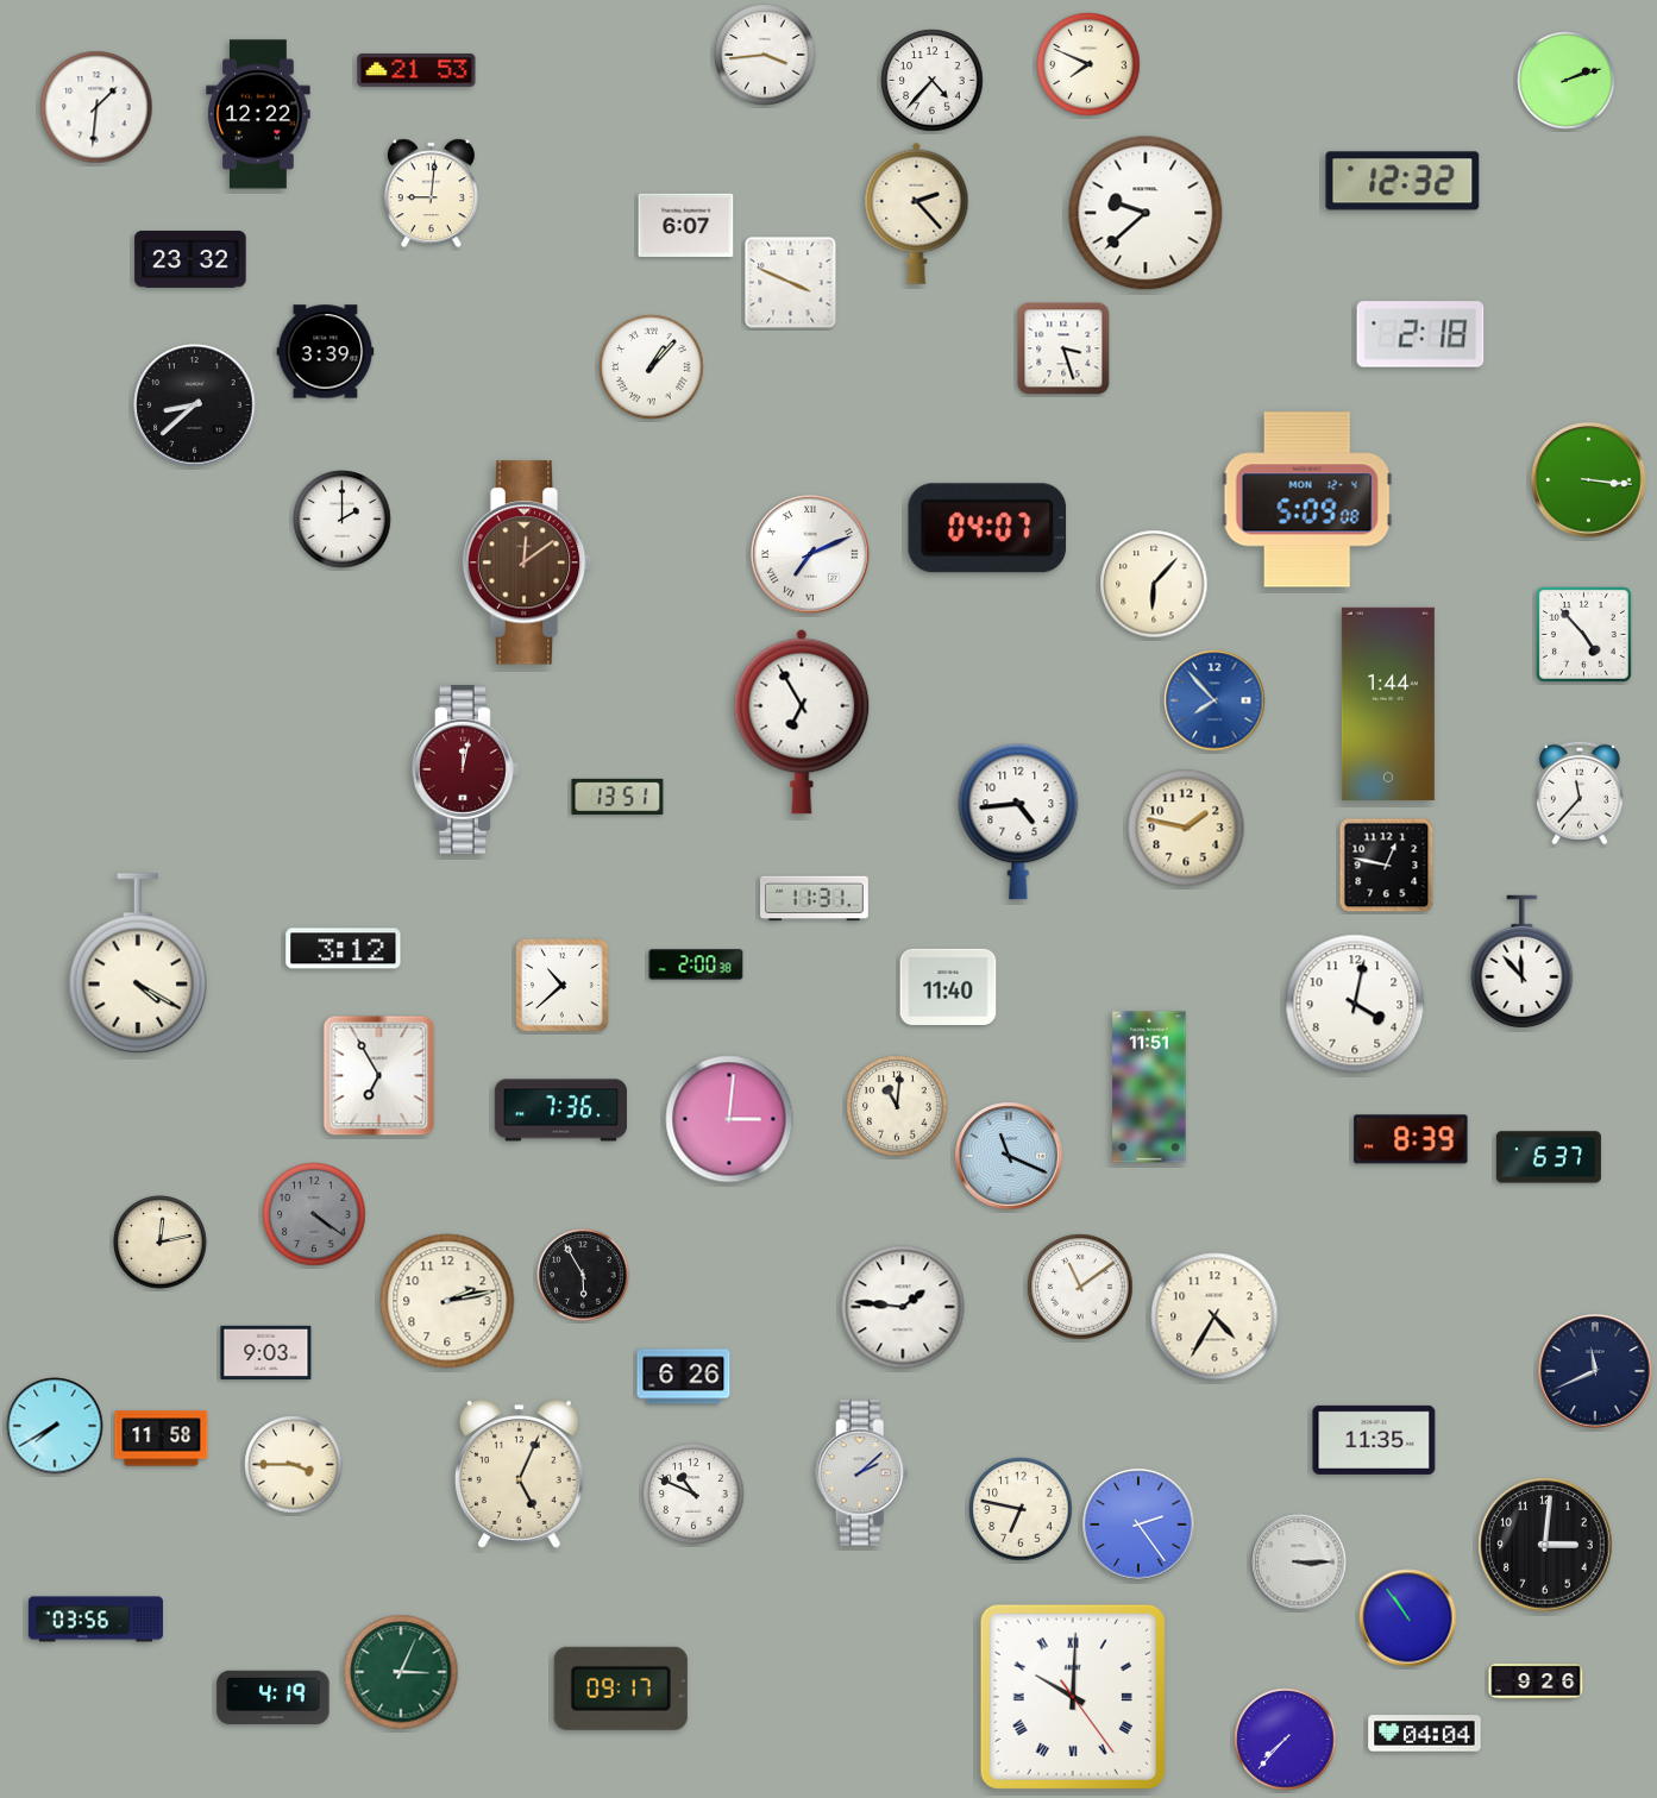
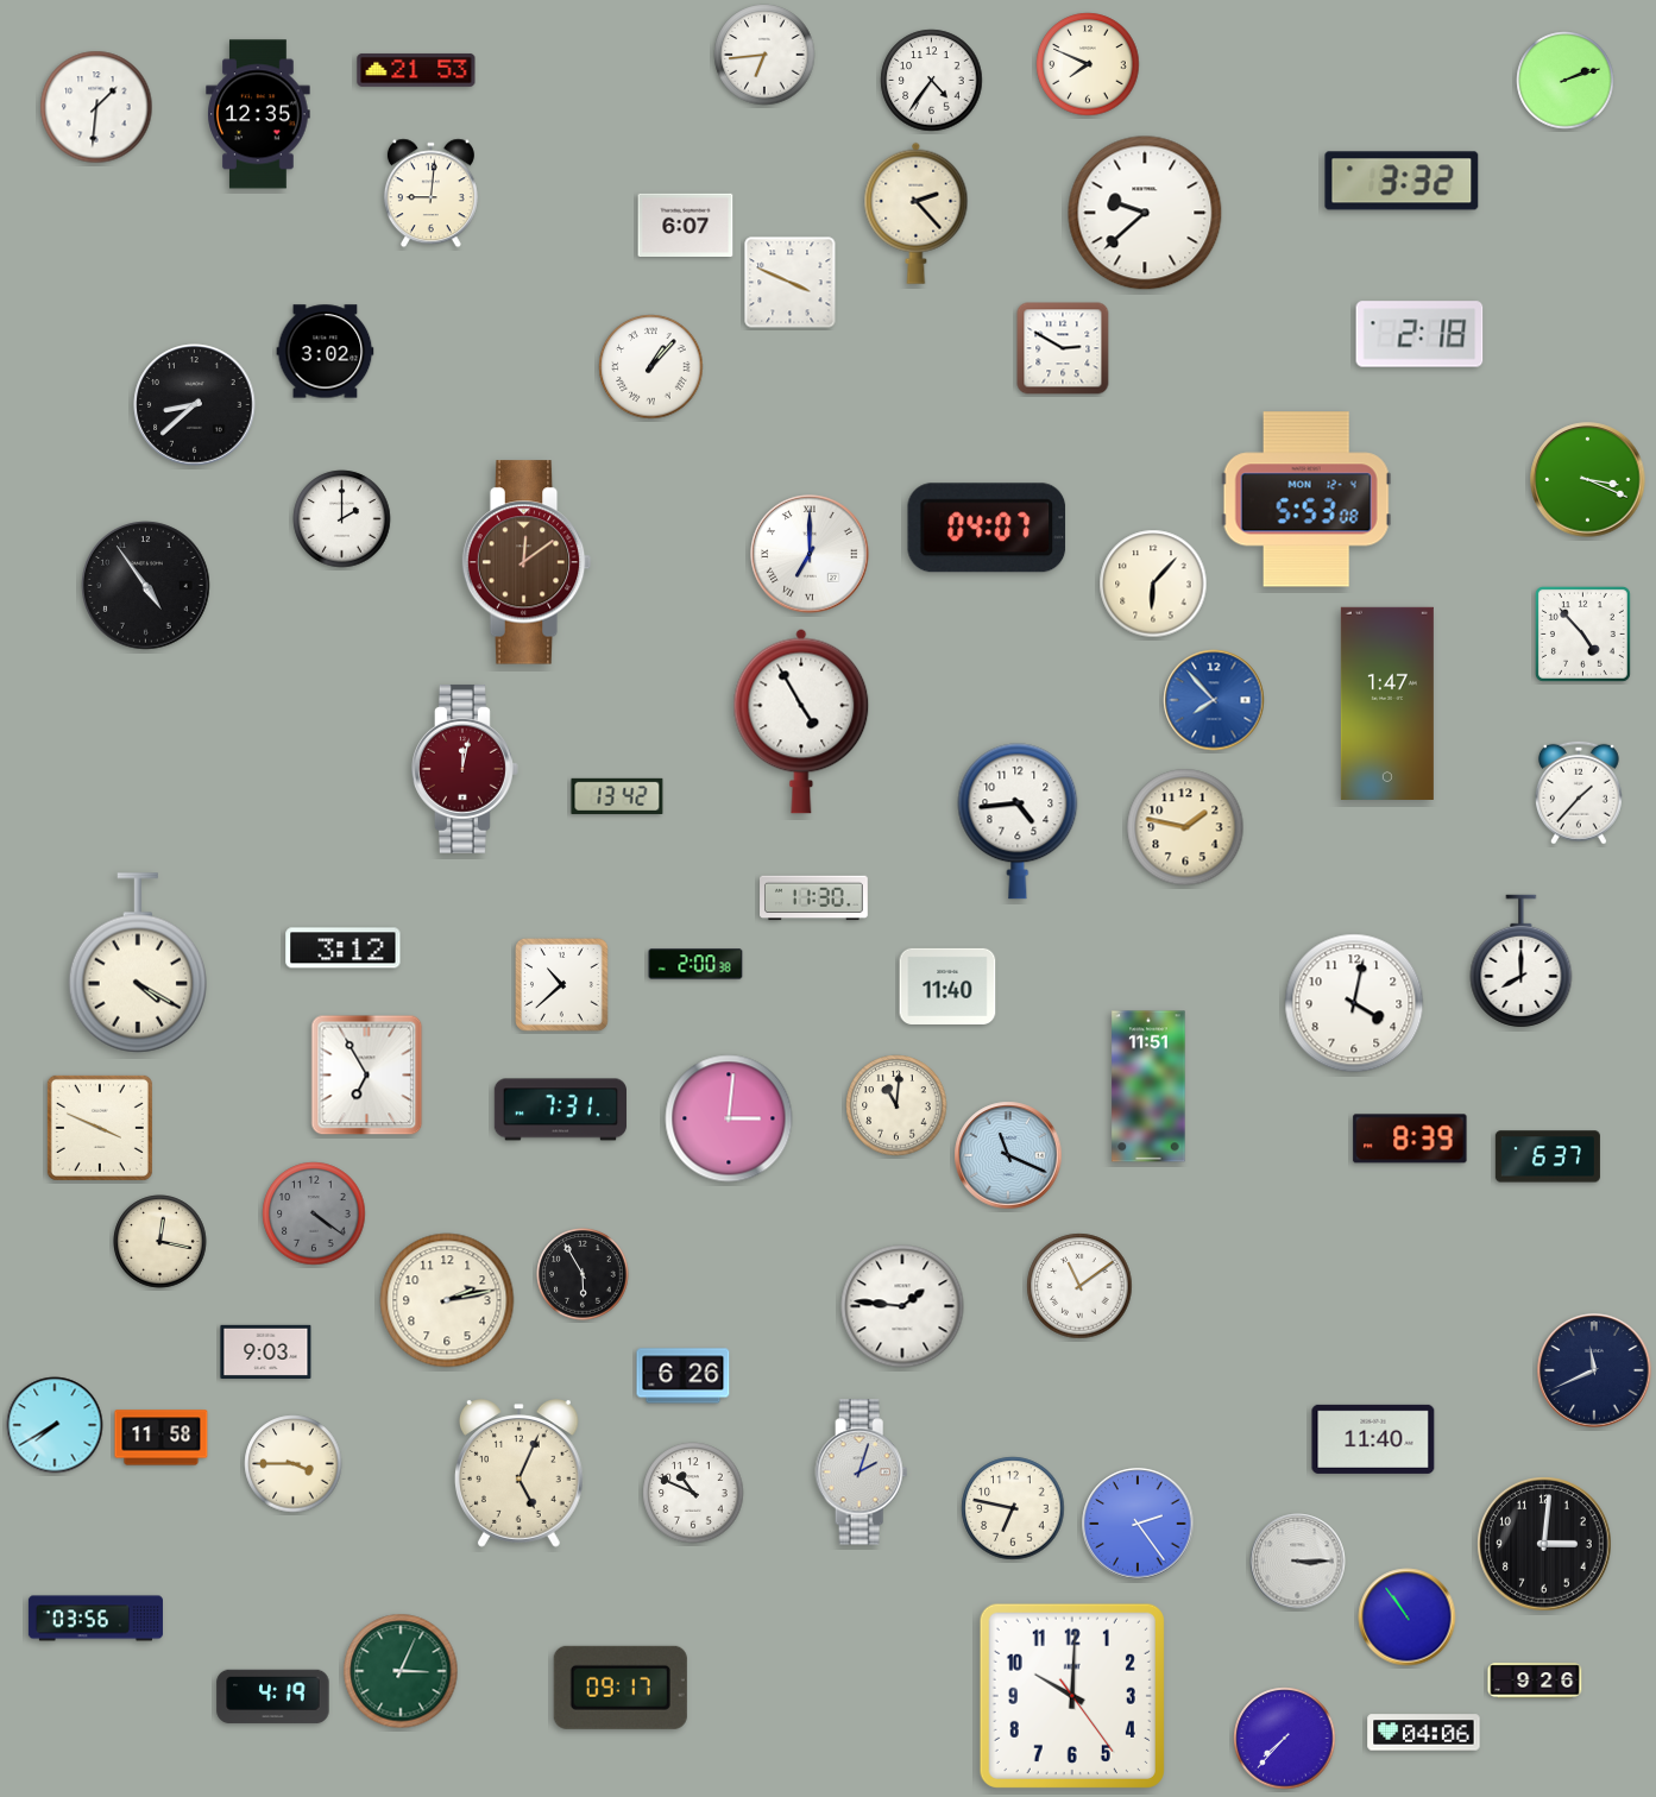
clock at (765, 55): 3:44 -> 6:44
clock at (933, 81): 4:37 -> 4:36
clock at (258, 114): 12:22 -> 12:35
clock at (1402, 181): 12:32 -> 3:32
clock at (190, 260): 23:32 -> none
clock at (1063, 348): 3:27 -> 2:50
clock at (326, 352): 3:39 -> 3:02
clock at (1589, 480): 3:16 -> 3:19
clock at (1307, 499): 5:09 -> 5:53
clock at (810, 554): 7:11 -> 7:00
clock at (146, 586): none -> 4:54
clock at (1388, 704): 1:44 -> 1:47
clock at (802, 722): 6:55 -> 4:55
clock at (1580, 793): 11:37 -> 1:37
clock at (617, 797): 13:51 -> 13:42
clock at (1387, 866): 12:47 -> none
clock at (815, 899): 11:31 -> 11:30
clock at (1523, 962): 11:53 -> 8:00
clock at (379, 1076) position: (379, 1076) -> (367, 1076)
clock at (560, 1111): 7:36 -> 7:31
clock at (100, 1128): none -> 3:49
clock at (161, 1243): 12:13 -> 12:17
clock at (1214, 1316): 4:35 -> none
clock at (1374, 1440): 11:35 -> 11:40
clock at (862, 1473): 2:08 -> 2:03
clock at (1021, 1509) position: (1021, 1509) -> (1013, 1508)
clock at (1073, 1697) numerals: Roman -> Arabic
clock at (1425, 1734): 04:04 -> 04:06
